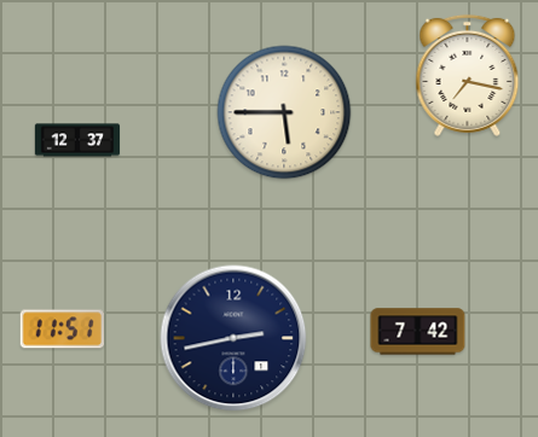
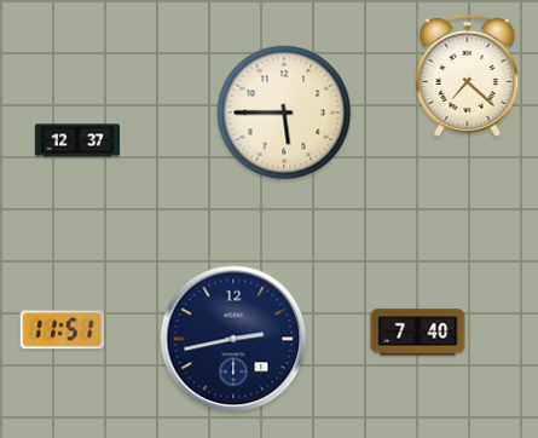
clock at (468, 75): 7:17 -> 7:22
clock at (418, 332): 7:42 -> 7:40
